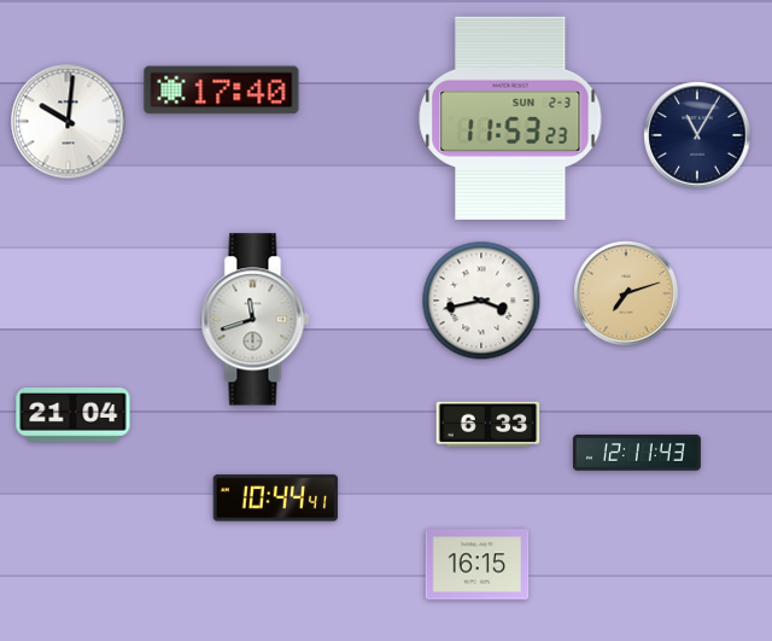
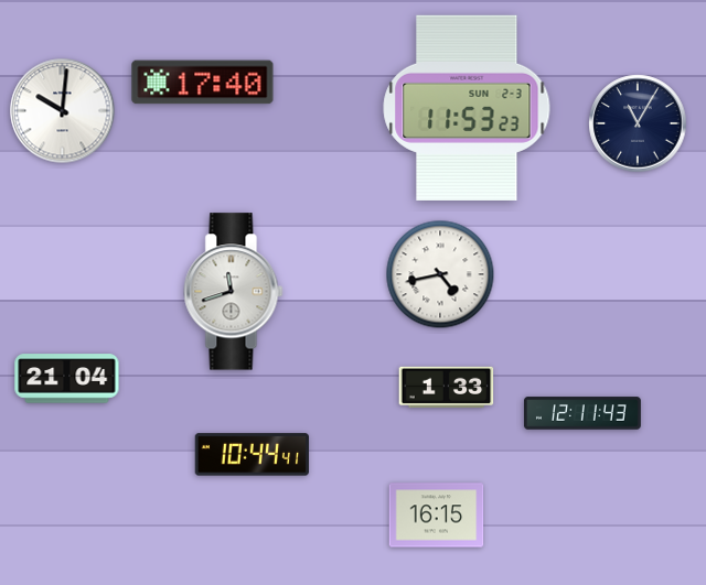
clock at (626, 293): 7:12 -> none
clock at (481, 301): 3:43 -> 4:43
clock at (489, 425): 6:33 -> 1:33
